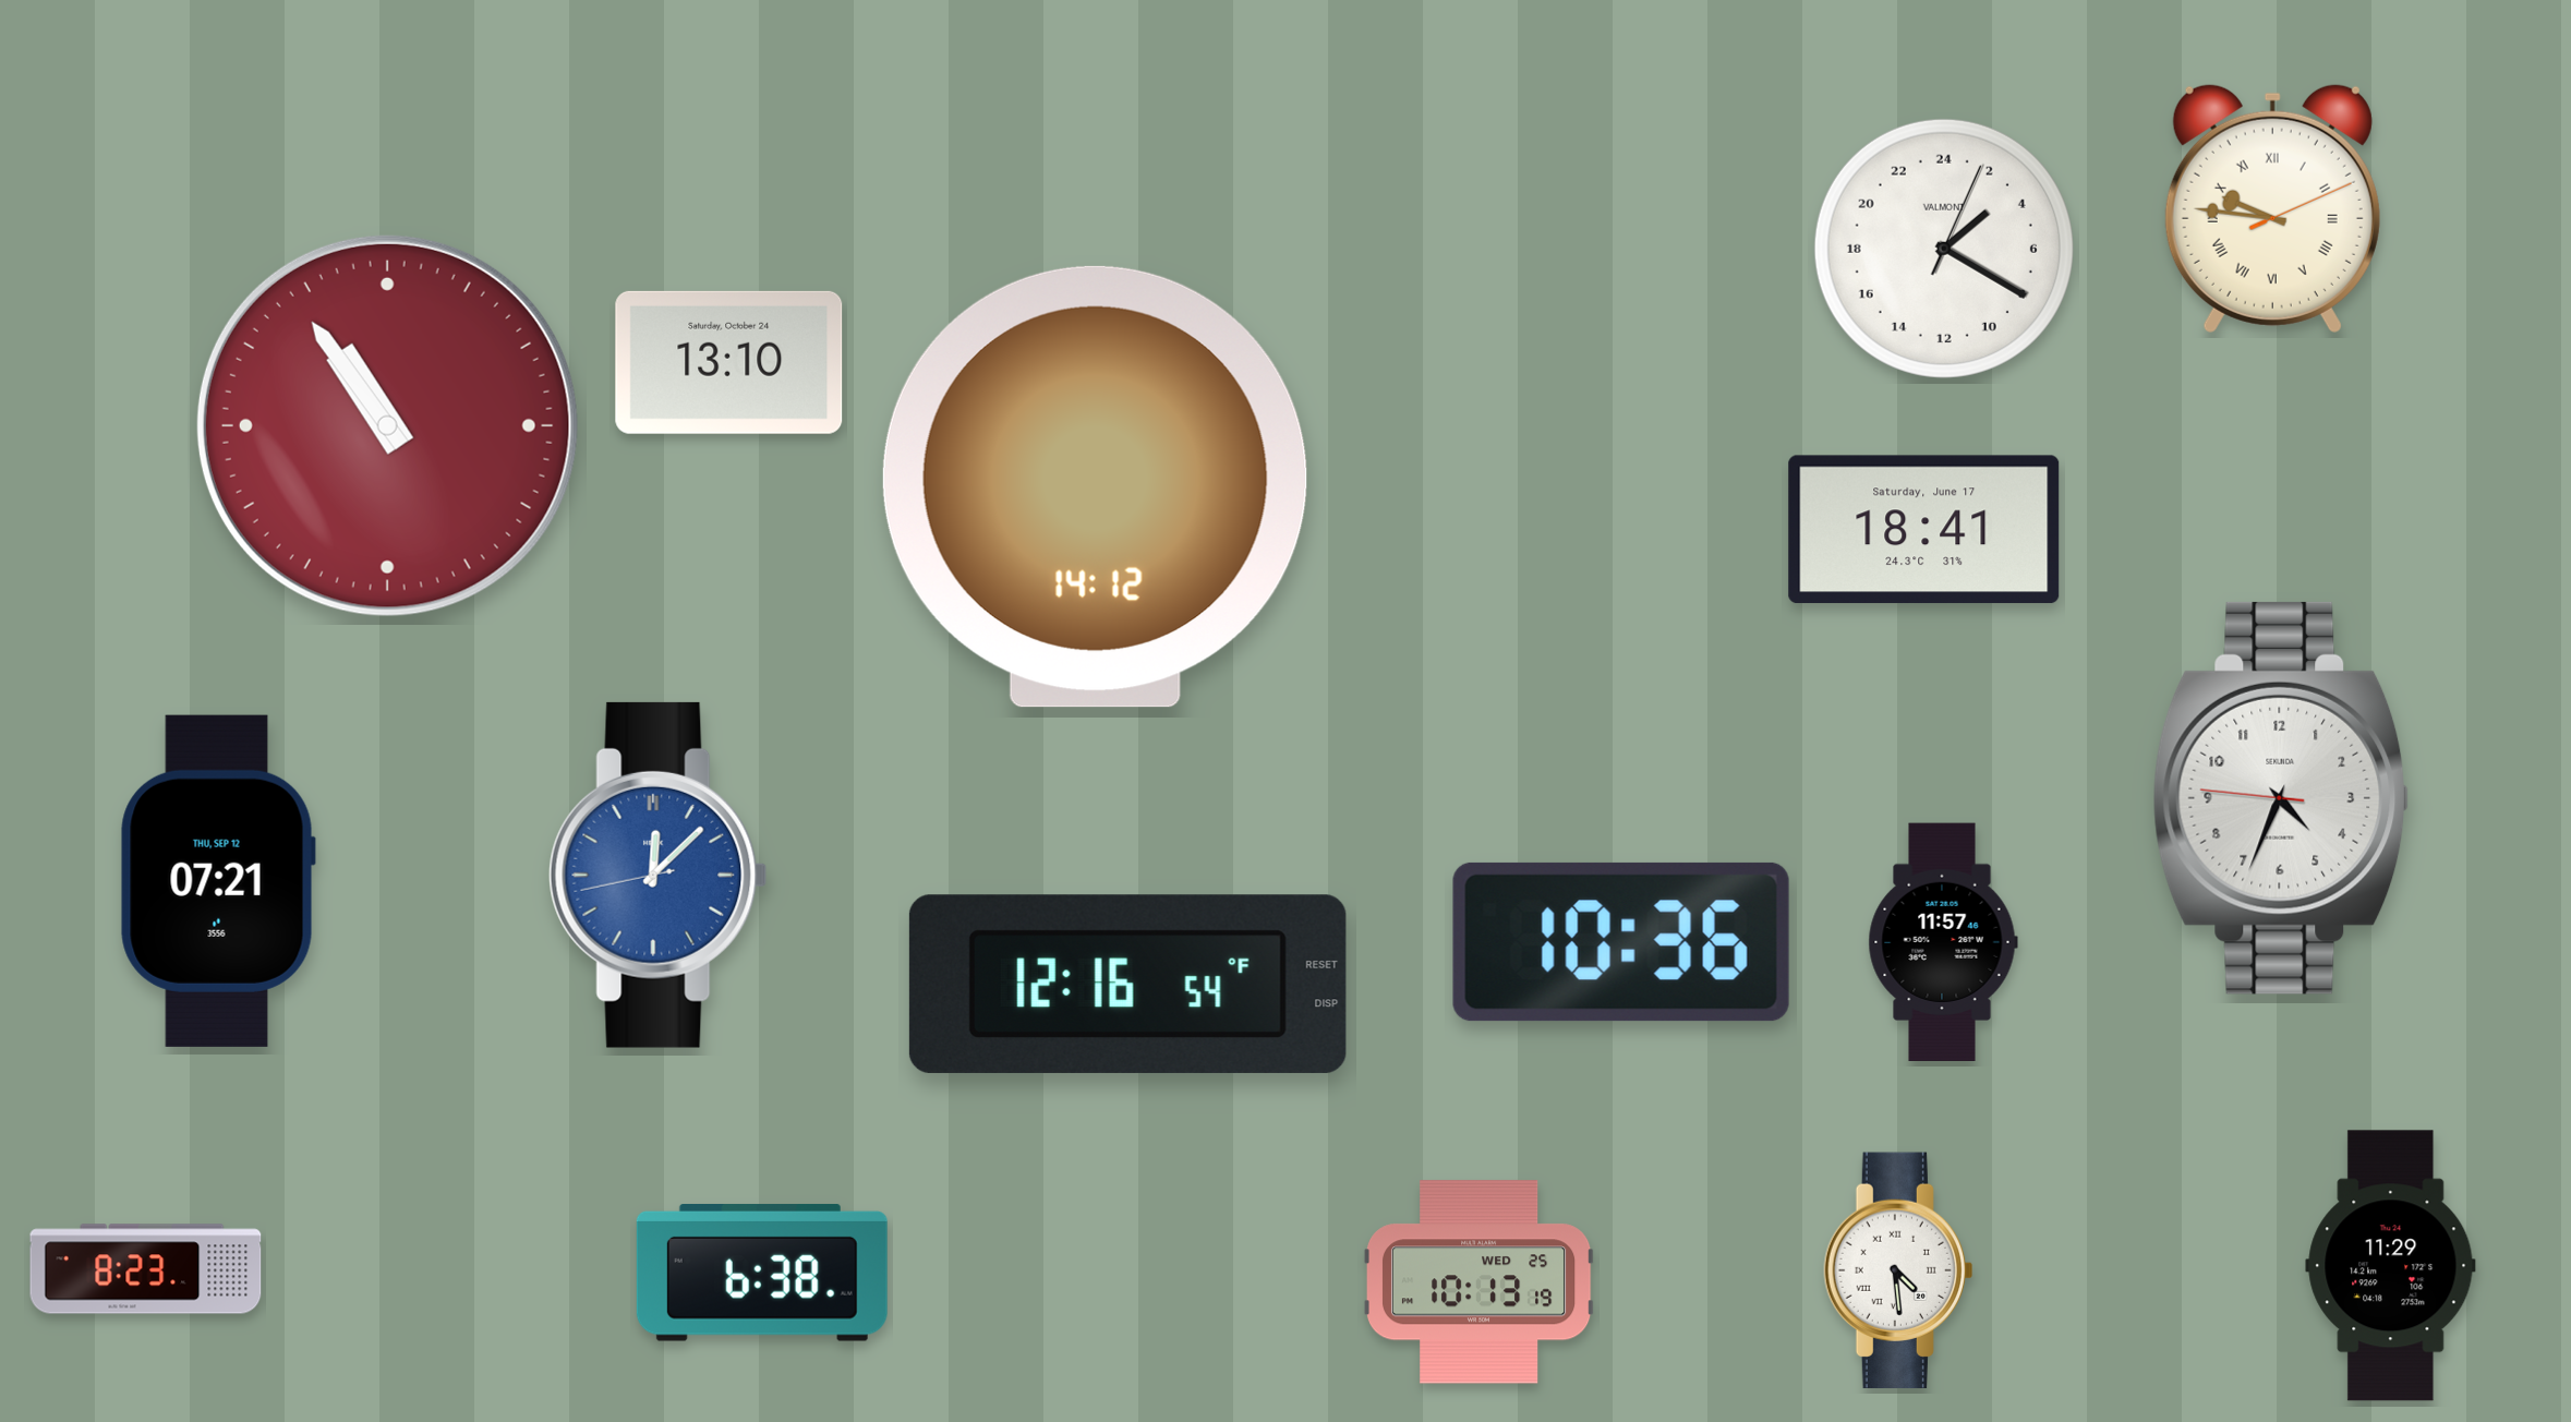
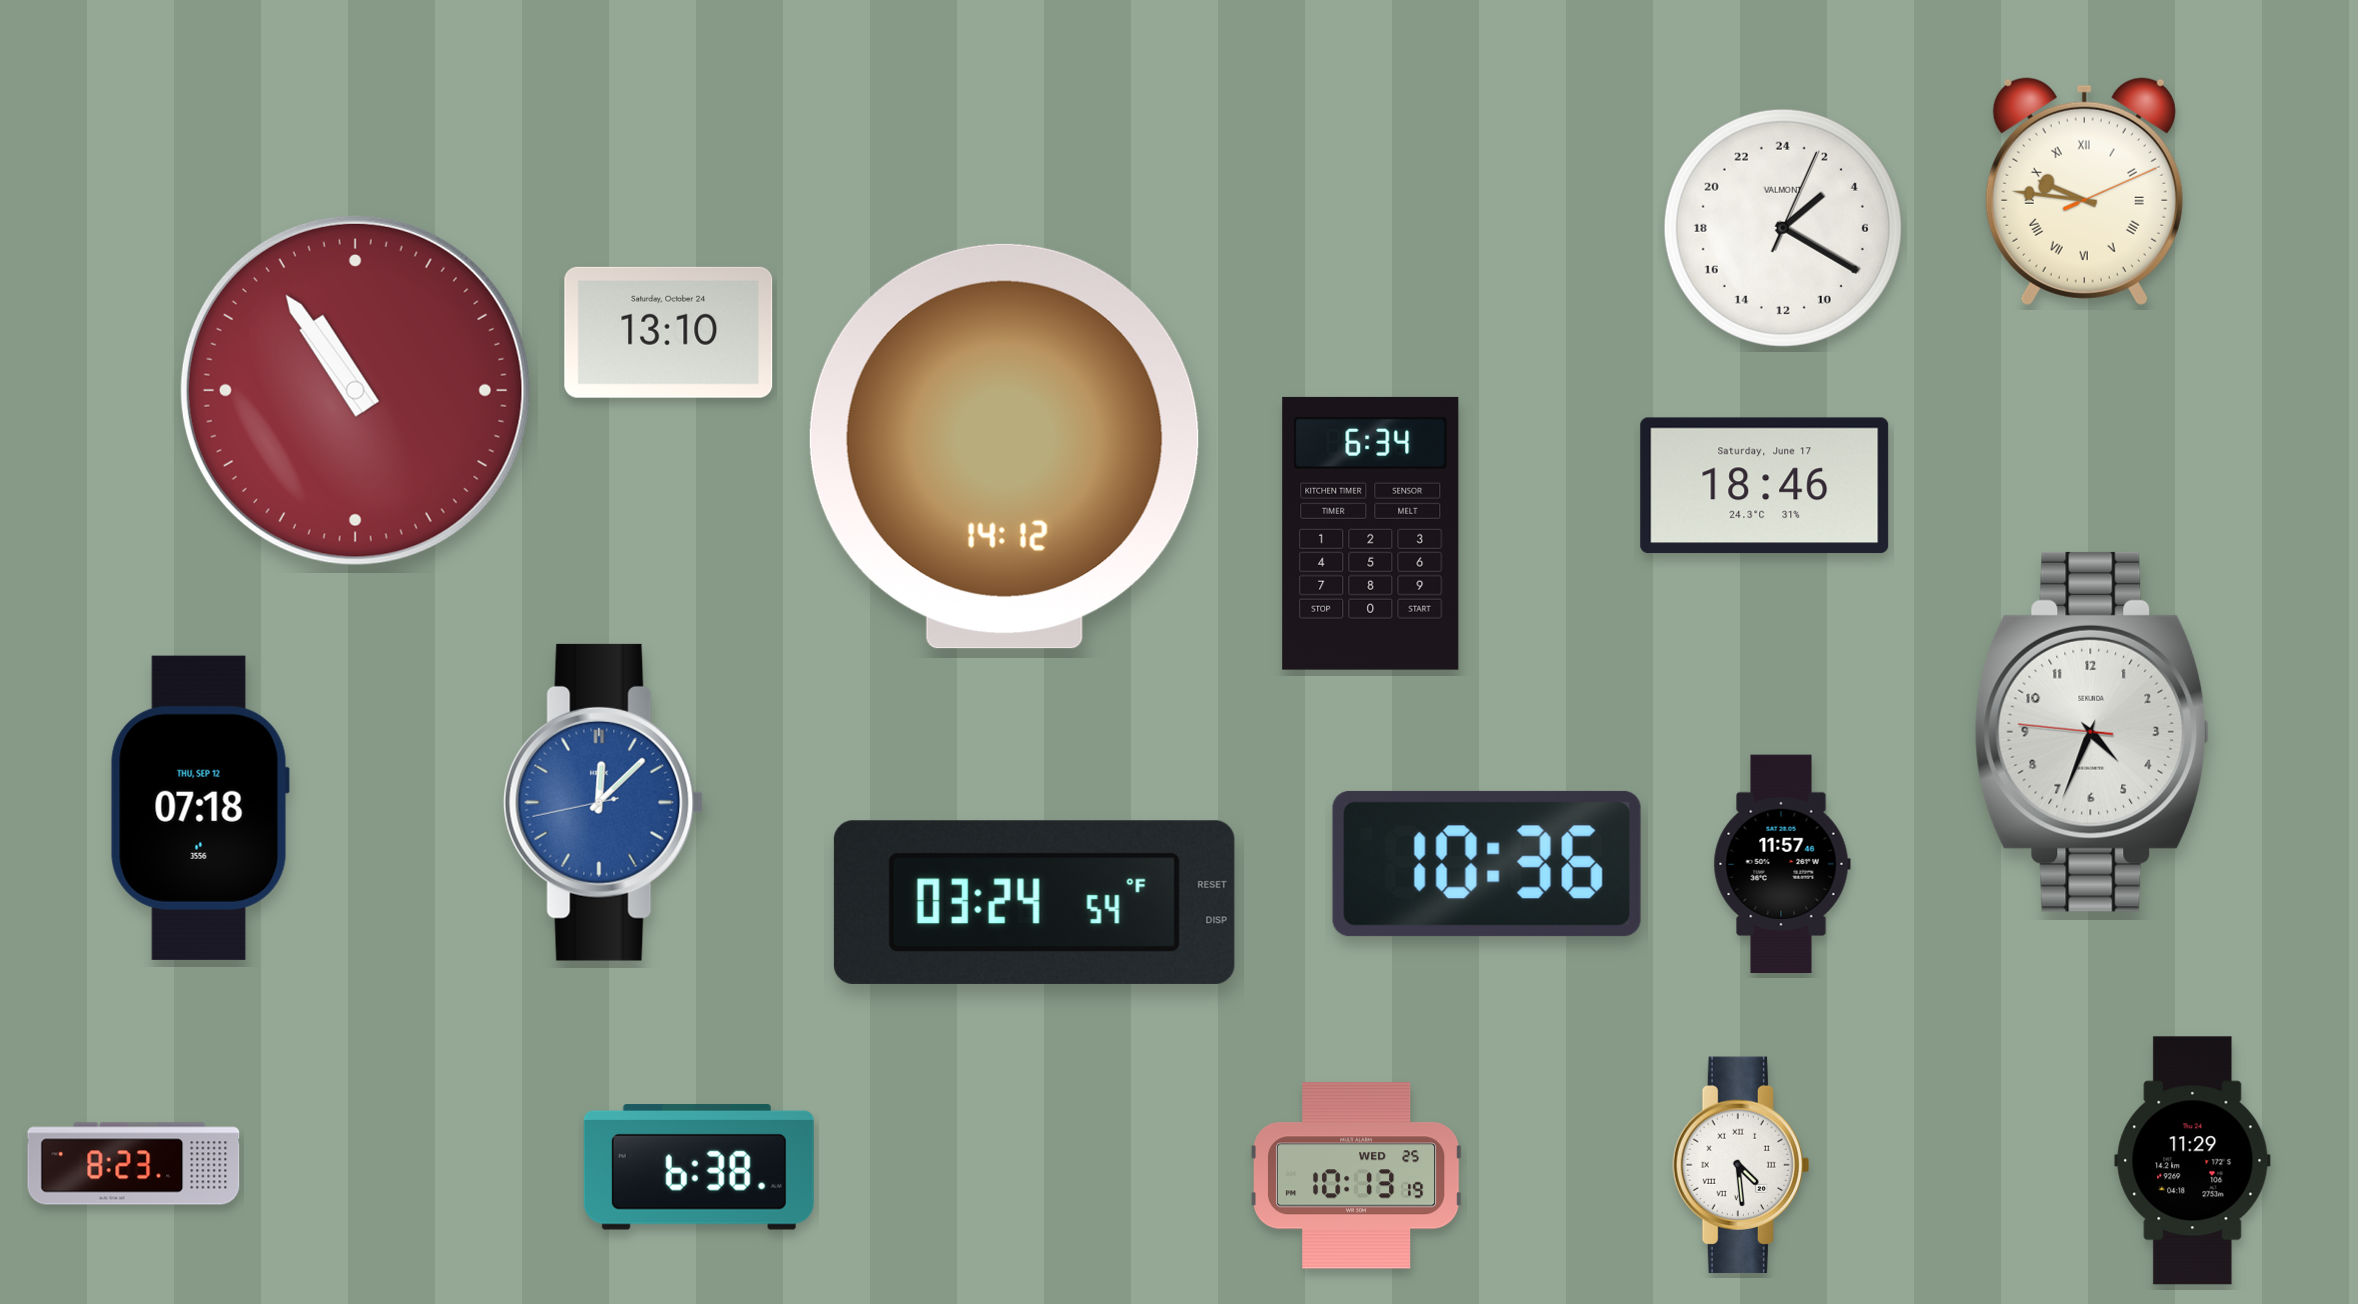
clock at (1924, 530): 18:41 -> 18:46
clock at (1371, 533): none -> 6:34
clock at (218, 881): 07:21 -> 07:18
clock at (1127, 984): 12:16 -> 03:24
